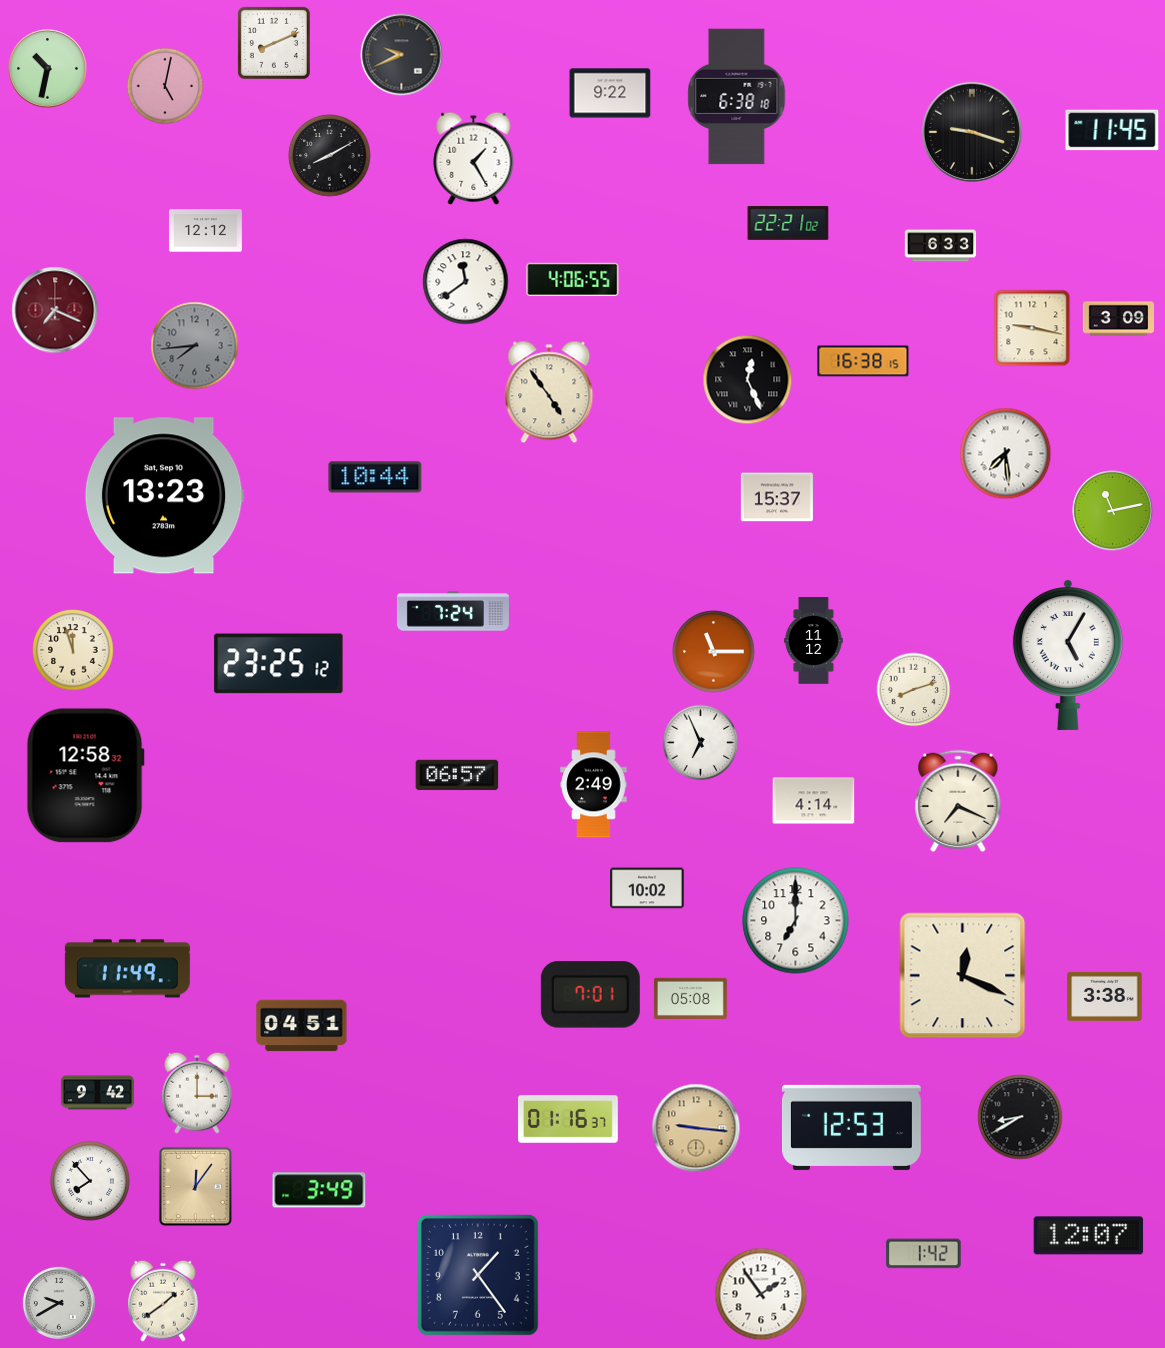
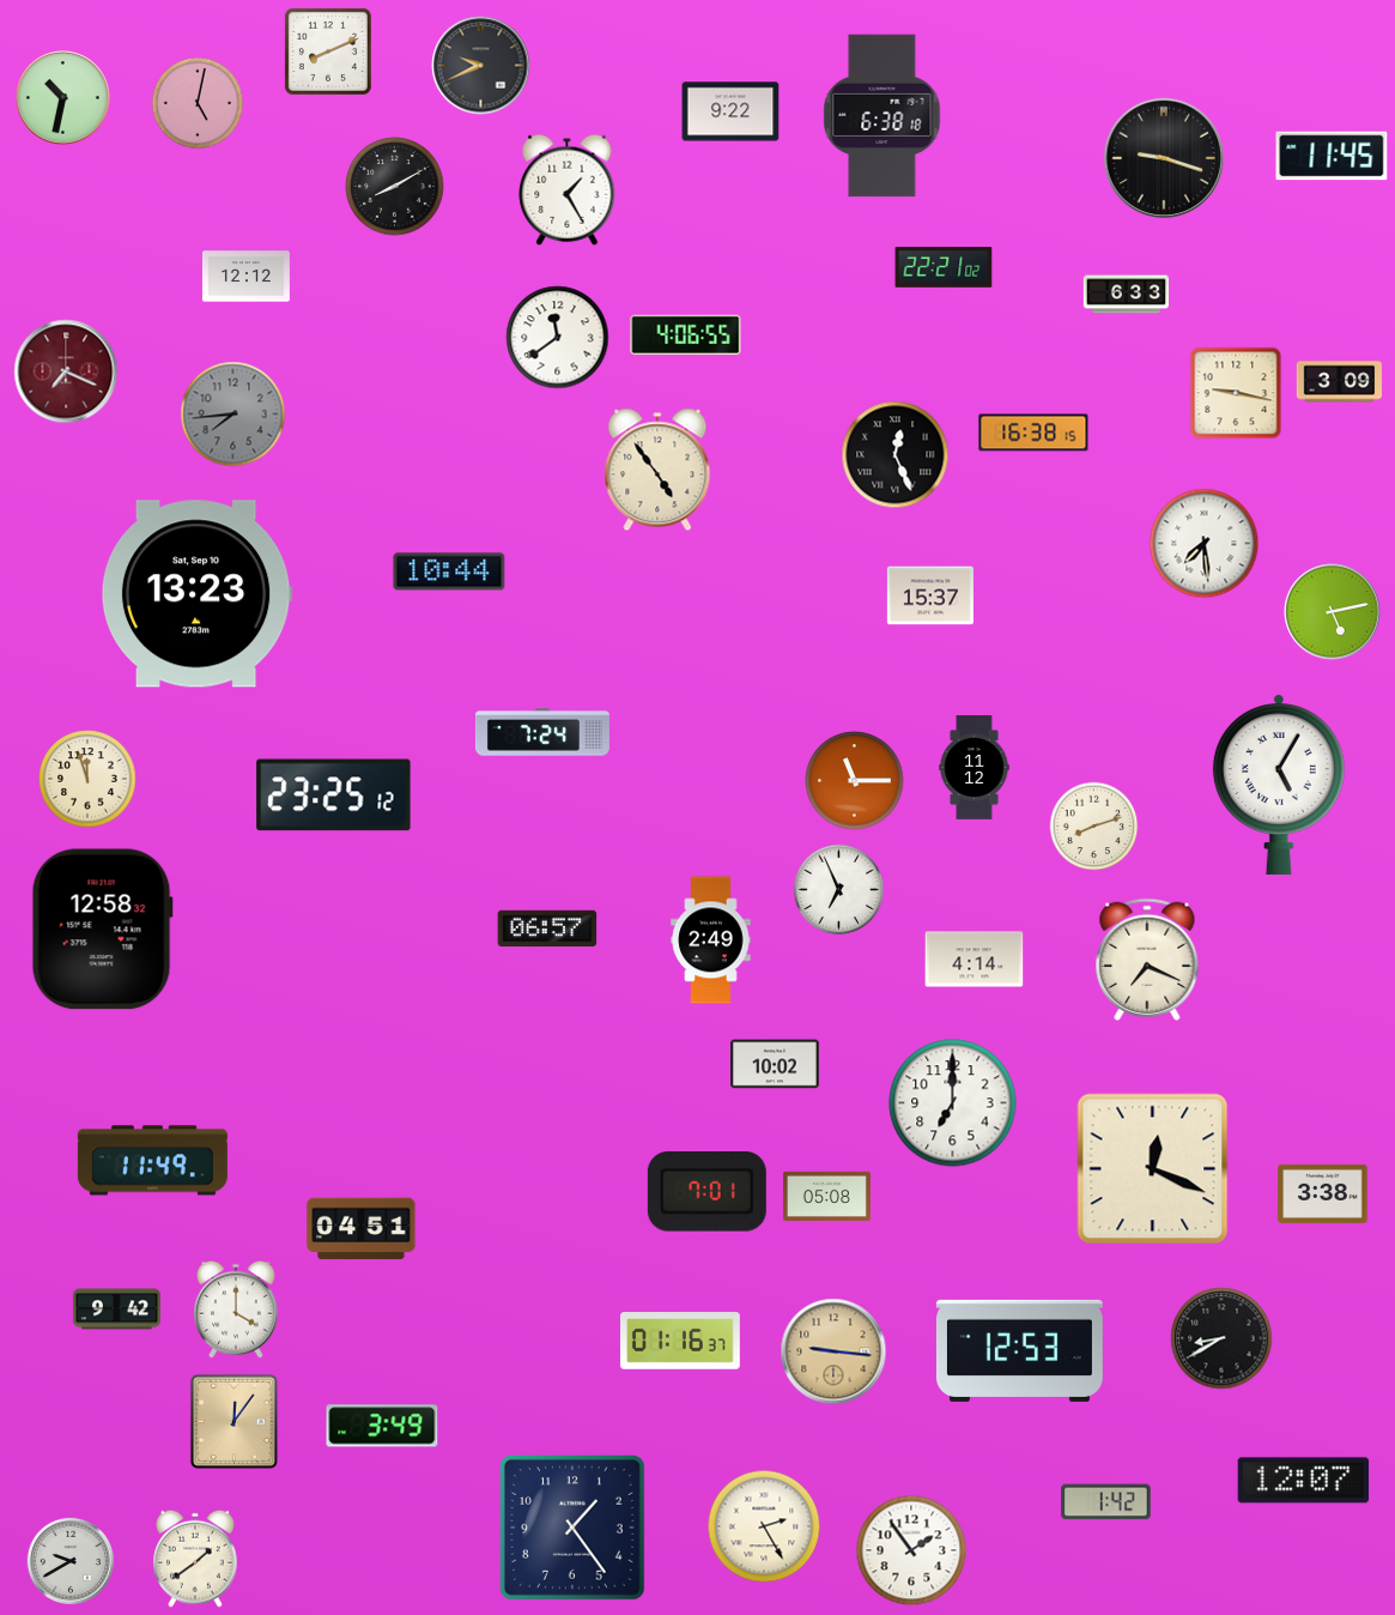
clock at (48, 69) position: (48, 69) -> (63, 98)
clock at (1113, 511): 11:13 -> 5:13
clock at (198, 1093): 3:00 -> 4:00
clock at (90, 1181): 7:53 -> none
clock at (764, 1526): none -> 2:25
